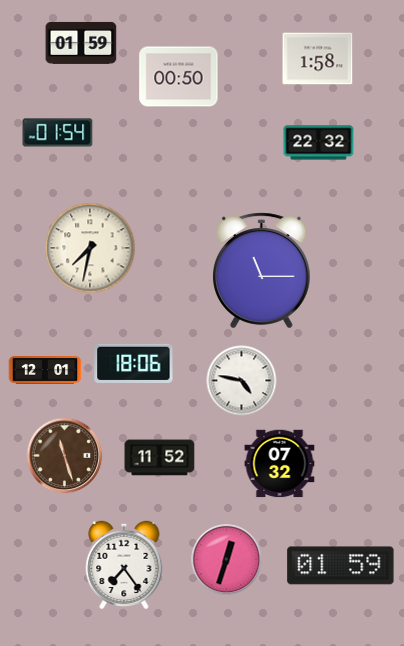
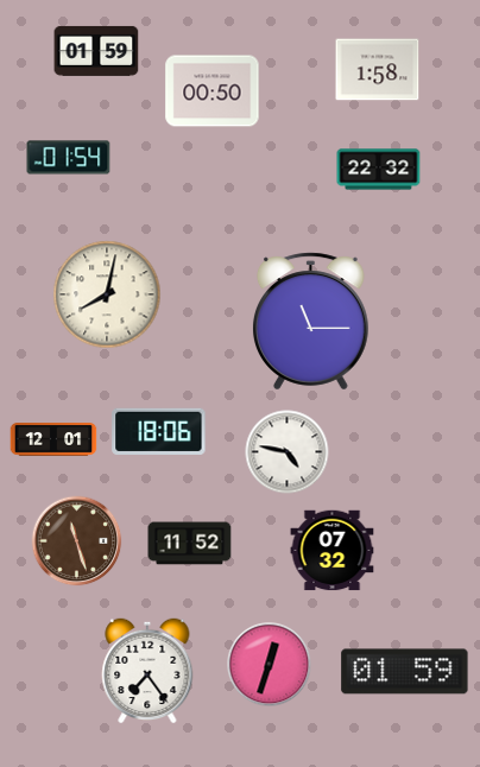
clock at (90, 248): 7:32 -> 8:02
